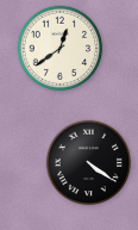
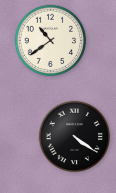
clock at (61, 49): 12:39 -> 10:39
